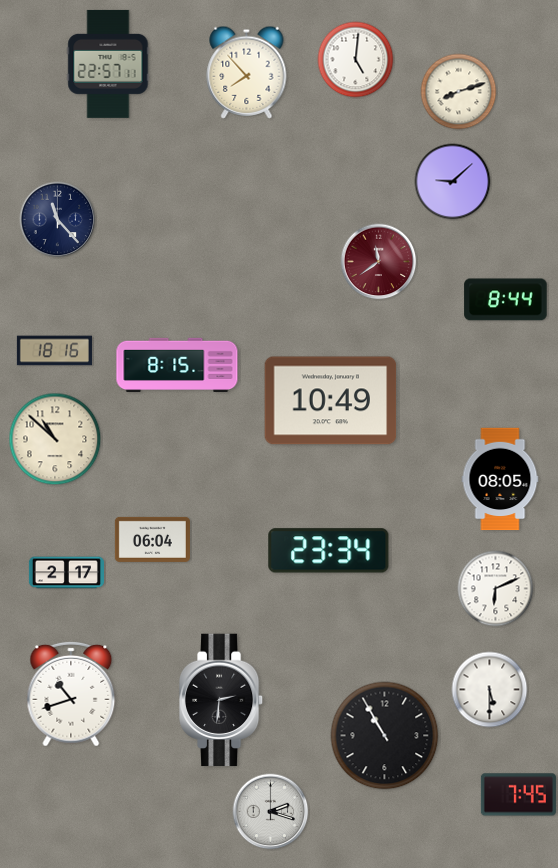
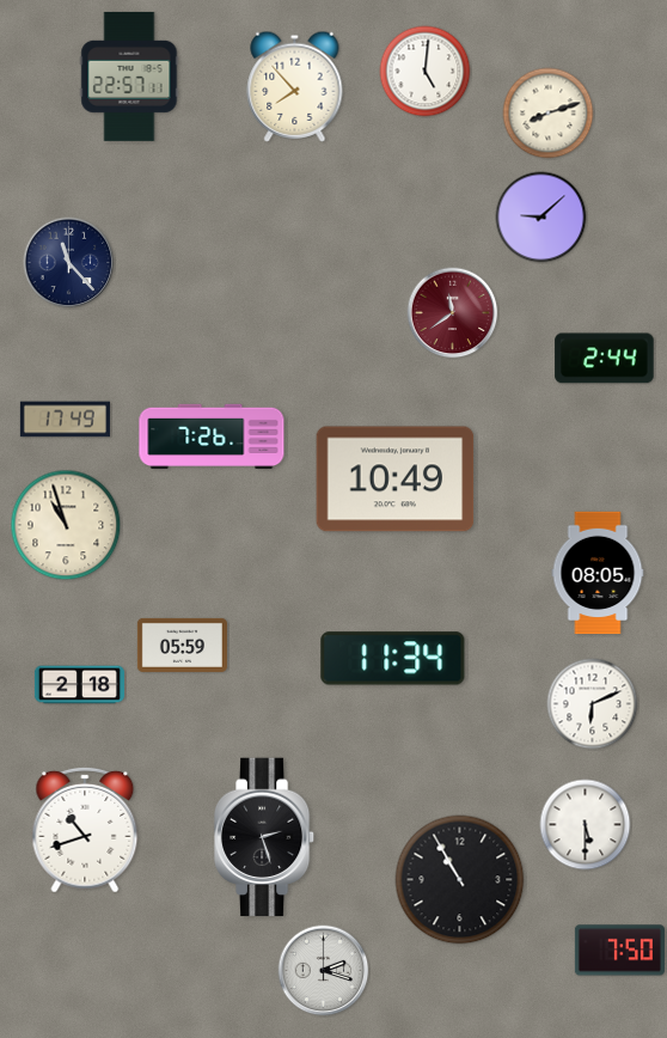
clock at (459, 92) position: (459, 92) -> (549, 114)
clock at (506, 300): 8:44 -> 2:44
clock at (54, 351): 18:16 -> 17:49
clock at (177, 364): 8:15 -> 7:26
clock at (55, 439): 10:52 -> 10:57
clock at (152, 539): 06:04 -> 05:59
clock at (329, 551): 23:34 -> 11:34
clock at (66, 573): 2:17 -> 2:18
clock at (221, 700): 2:31 -> 2:27
clock at (518, 795): 7:45 -> 7:50
